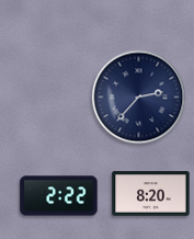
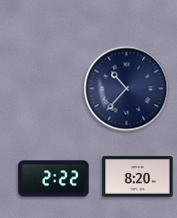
clock at (139, 98): 2:37 -> 10:37
